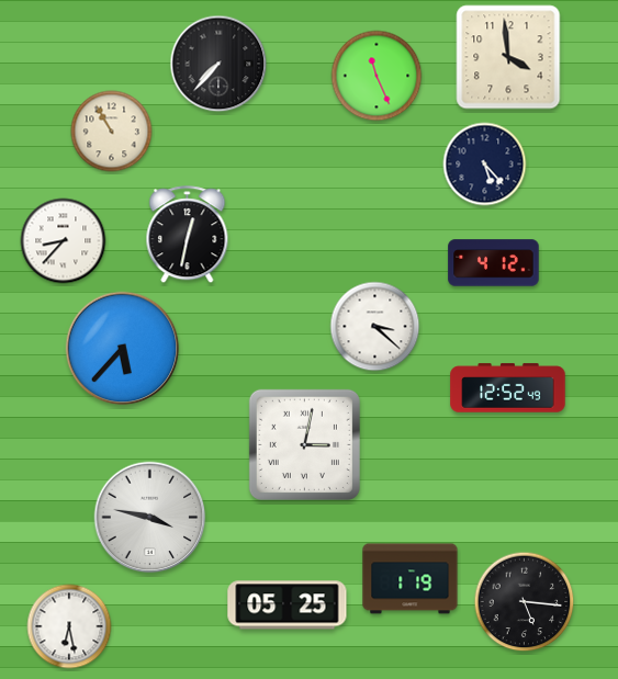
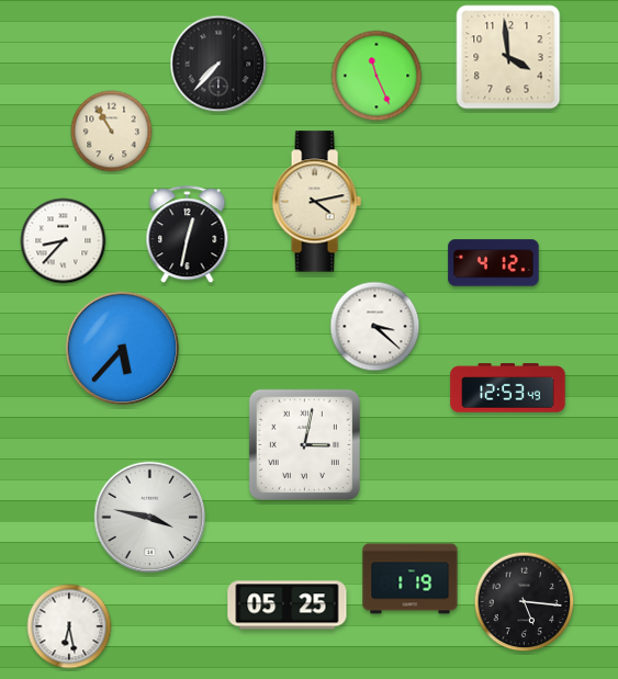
clock at (485, 165): 5:23 -> none
clock at (316, 202): none -> 4:13
clock at (508, 388): 12:52 -> 12:53
